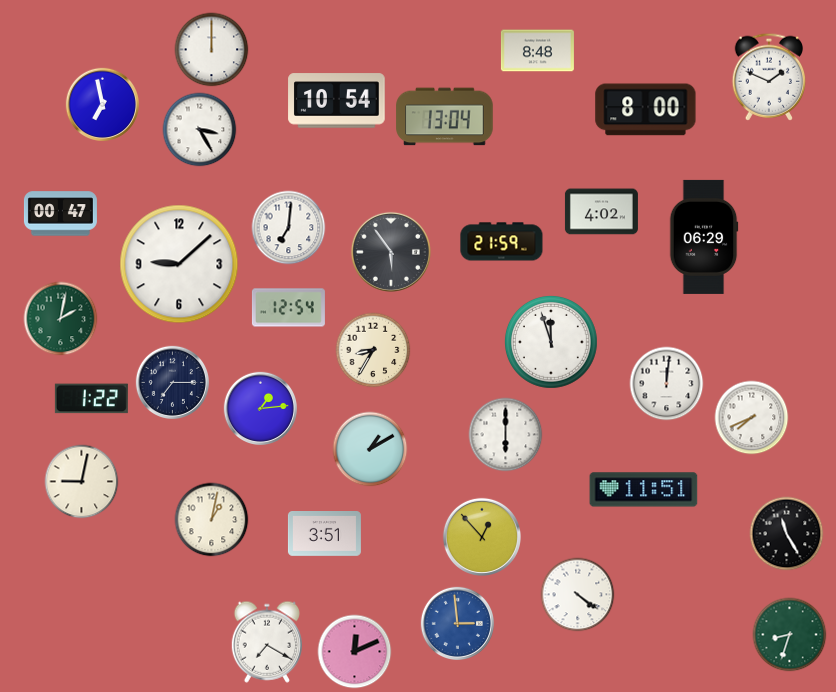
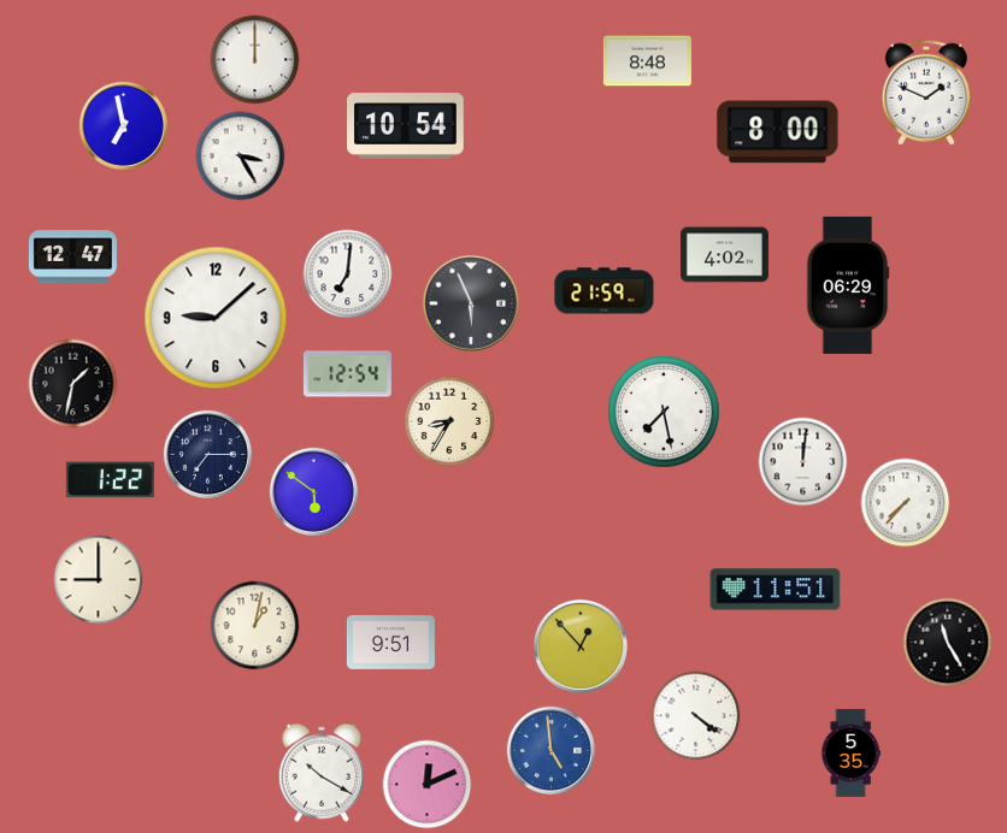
clock at (337, 101) position: (337, 101) -> (406, 126)
clock at (445, 117): 13:04 -> none
clock at (60, 214): 00:47 -> 12:47
clock at (391, 252): 5:54 -> 5:56
clock at (288, 308) position: (288, 308) -> (347, 374)
clock at (61, 319): 2:02 -> 1:32
clock at (61, 319) dial: green -> black
clock at (551, 342): 11:57 -> 7:28
clock at (172, 382) position: (172, 382) -> (207, 454)
clock at (260, 408): 1:14 -> 5:51
clock at (752, 418): 7:41 -> 7:37
clock at (506, 435): 6:00 -> none
clock at (370, 449): 1:10 -> none
clock at (82, 482): 9:02 -> 9:00
clock at (324, 534): 3:51 -> 9:51
clock at (457, 623): 2:59 -> 4:59
clock at (850, 752): none -> 5:35
clock at (790, 635): 8:33 -> none
clock at (266, 642): 7:20 -> 10:20
